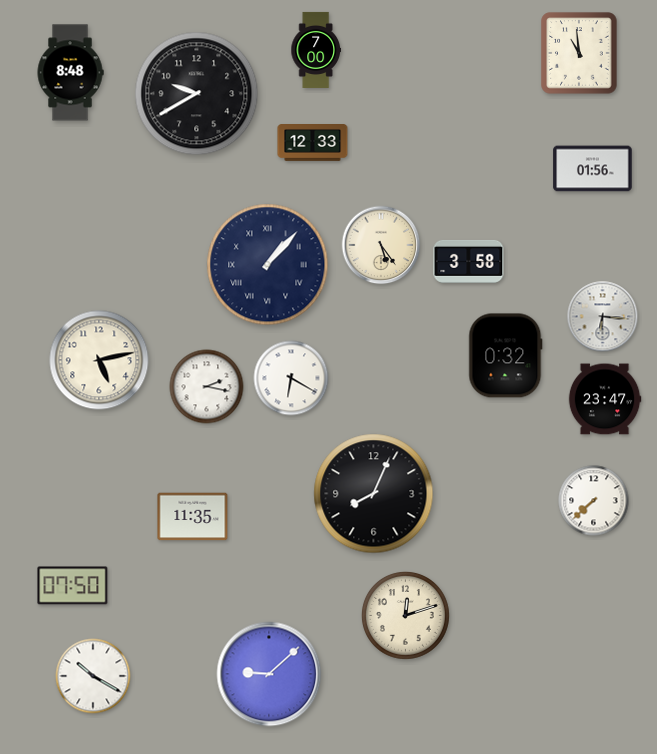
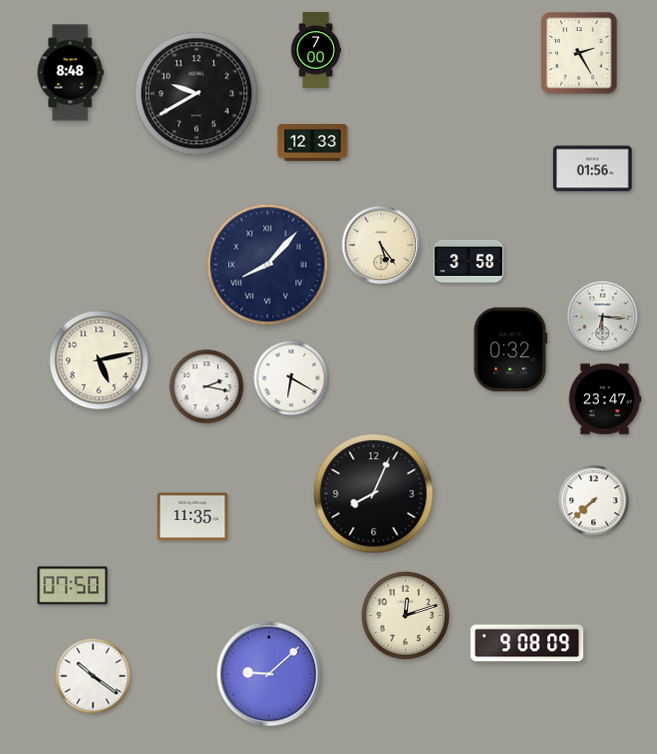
clock at (579, 53): 10:59 -> 2:25
clock at (268, 265): 1:07 -> 8:07
clock at (506, 356) position: (506, 356) -> (511, 350)
clock at (527, 643): none -> 9:08
clock at (93, 676): 10:20 -> 10:21
